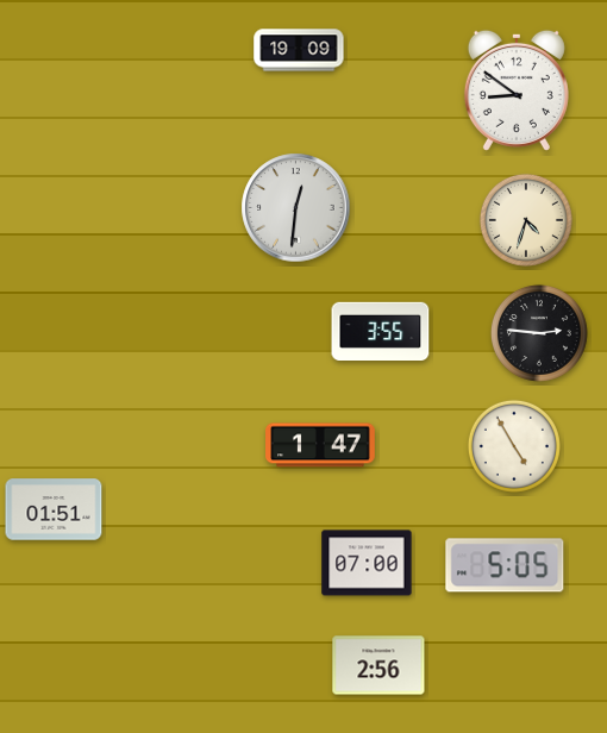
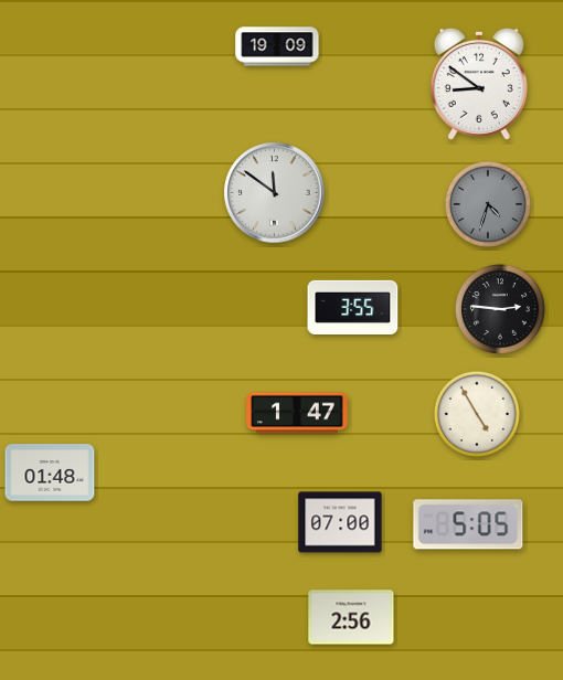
clock at (296, 208): 12:31 -> 11:51
clock at (526, 220) dial: cream -> grey
clock at (54, 509): 01:51 -> 01:48
